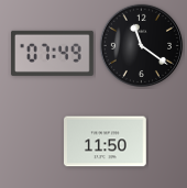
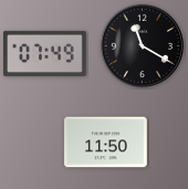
clock at (141, 45): 11:21 -> 11:20
clock at (53, 53) position: (53, 53) -> (45, 53)
